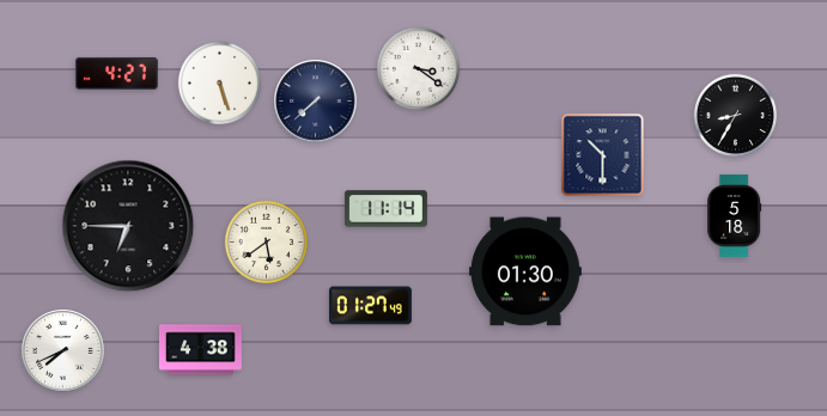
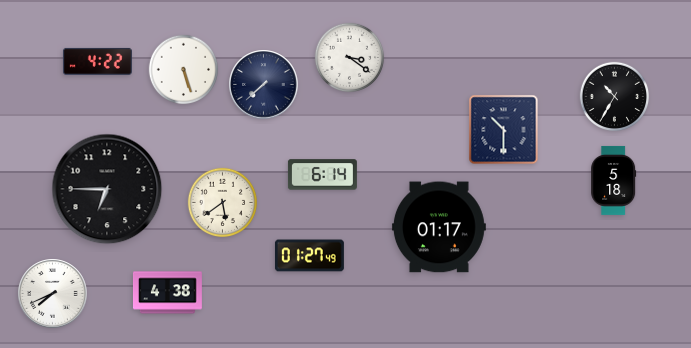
clock at (116, 73): 4:27 -> 4:22
clock at (736, 116): 8:35 -> 10:35
clock at (385, 209): 11:14 -> 6:14
clock at (525, 271): 01:30 -> 01:17
